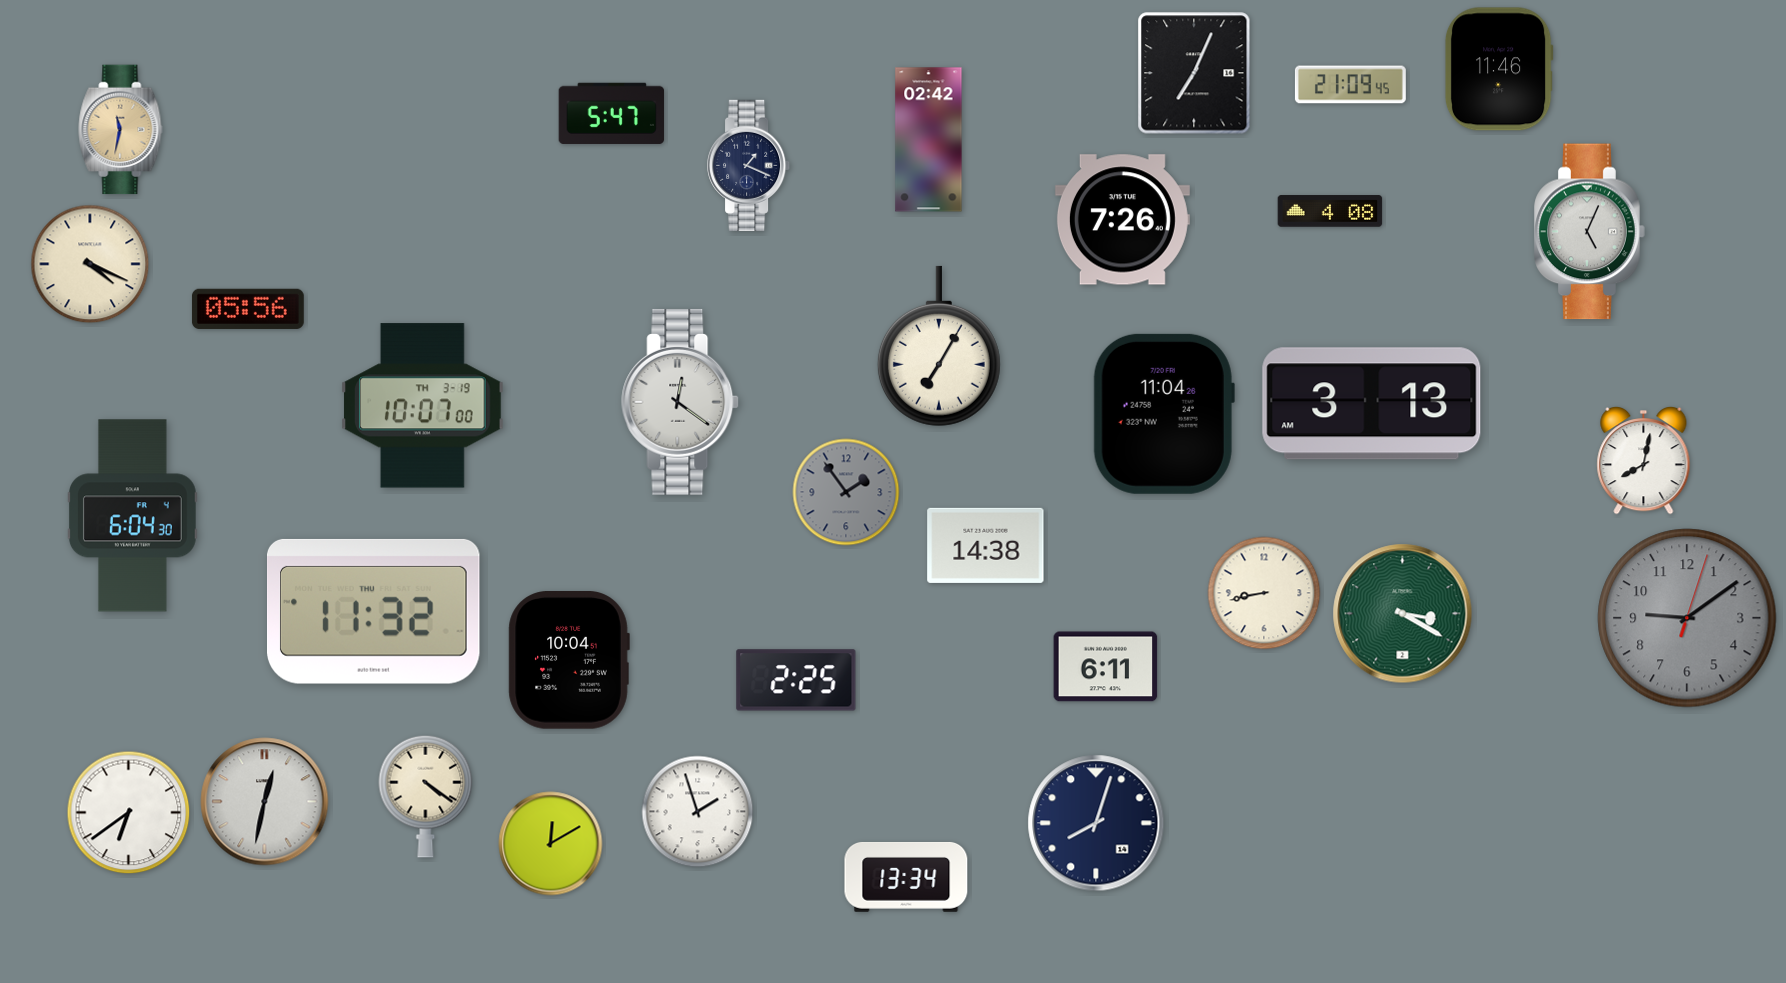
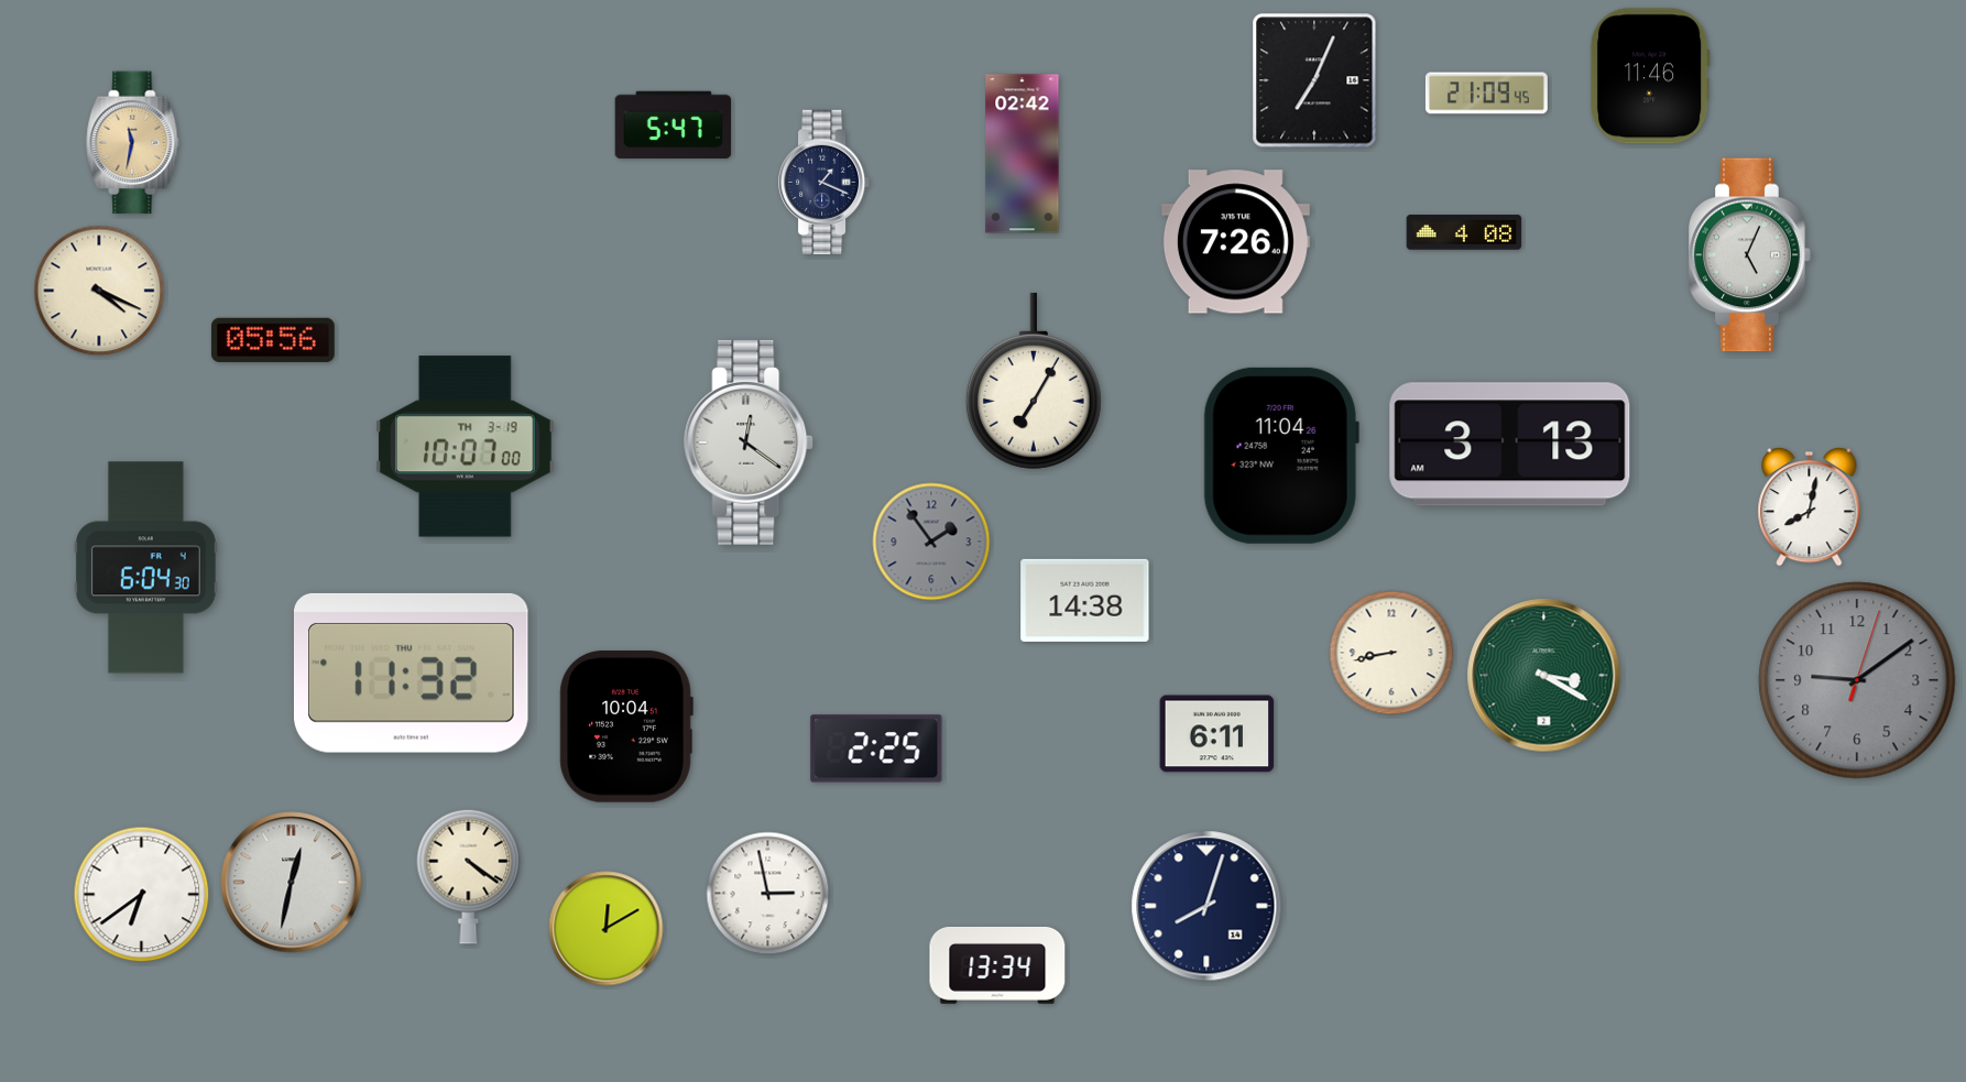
clock at (698, 812): 1:57 -> 2:58
